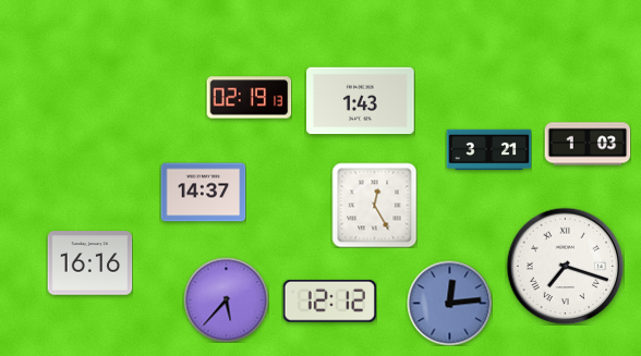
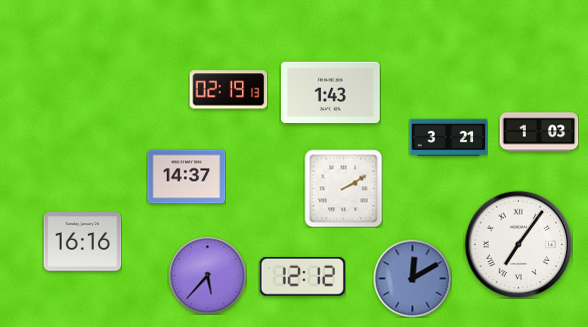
clock at (374, 205): 12:25 -> 2:10
clock at (565, 266): 7:18 -> 7:06
clock at (449, 303): 12:14 -> 12:10
